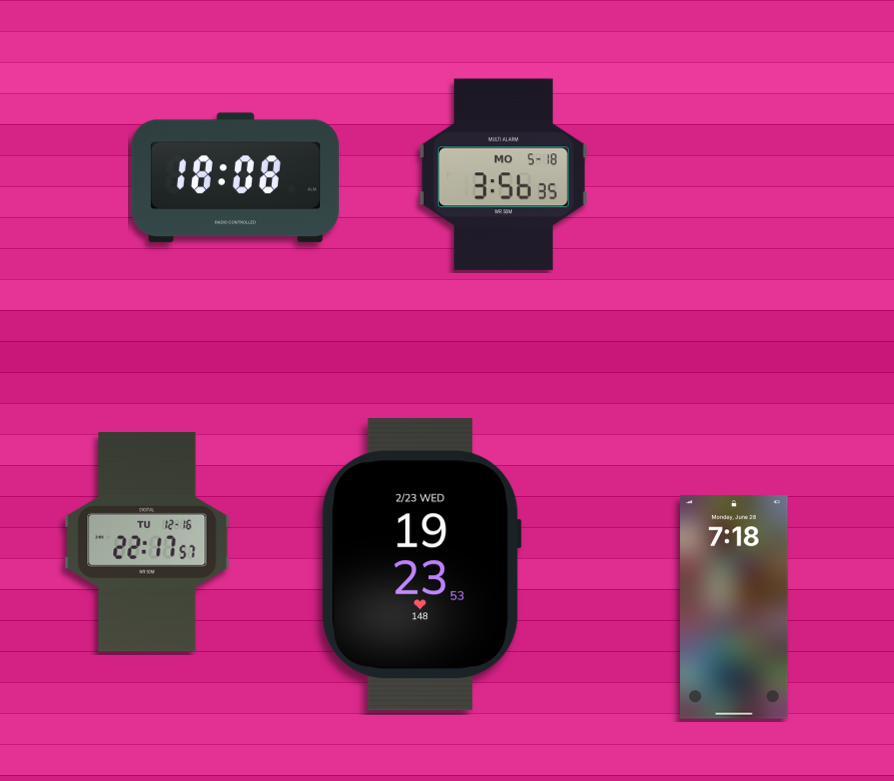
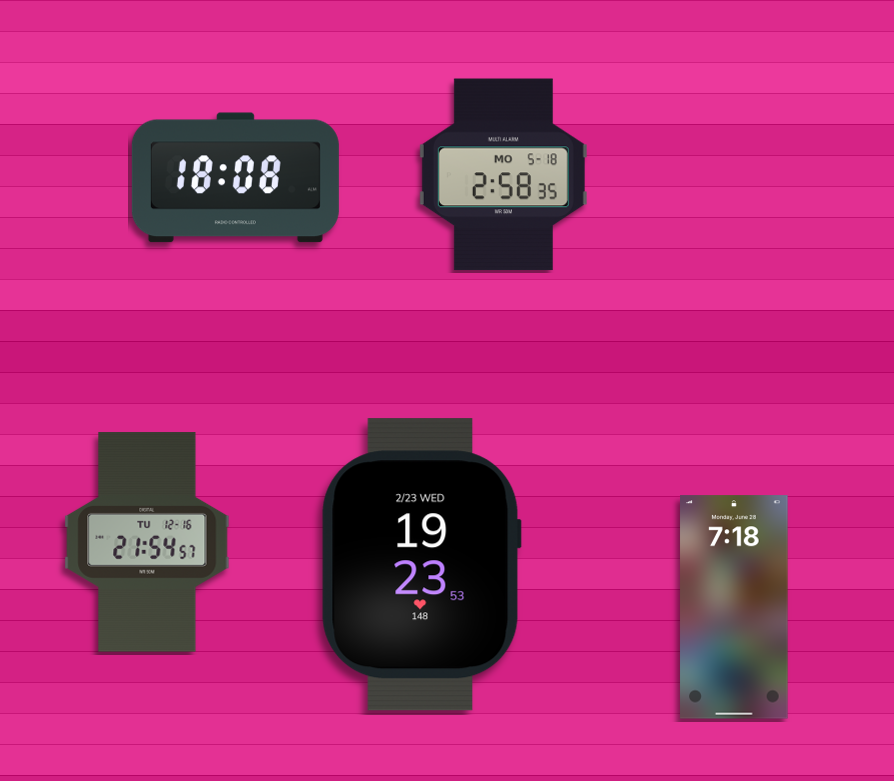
clock at (503, 175): 3:56 -> 2:58
clock at (147, 542): 22:17 -> 21:54
